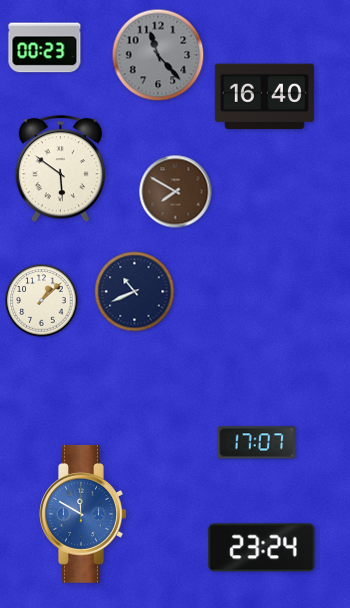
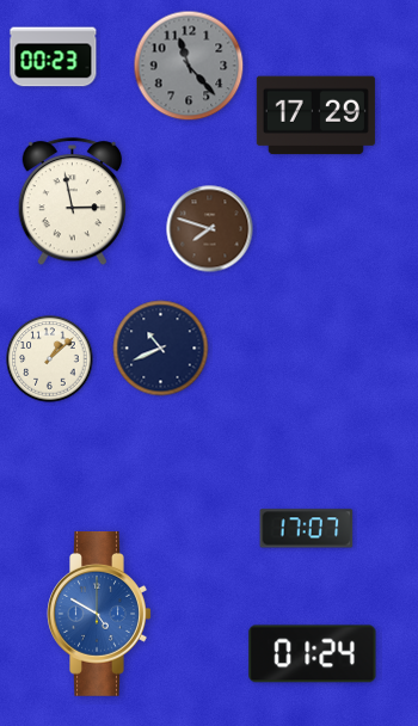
clock at (264, 97): 16:40 -> 17:29
clock at (60, 169): 5:51 -> 2:58
clock at (176, 192): 7:50 -> 7:48
clock at (83, 514): 11:50 -> 4:50
clock at (262, 548): 23:24 -> 01:24
